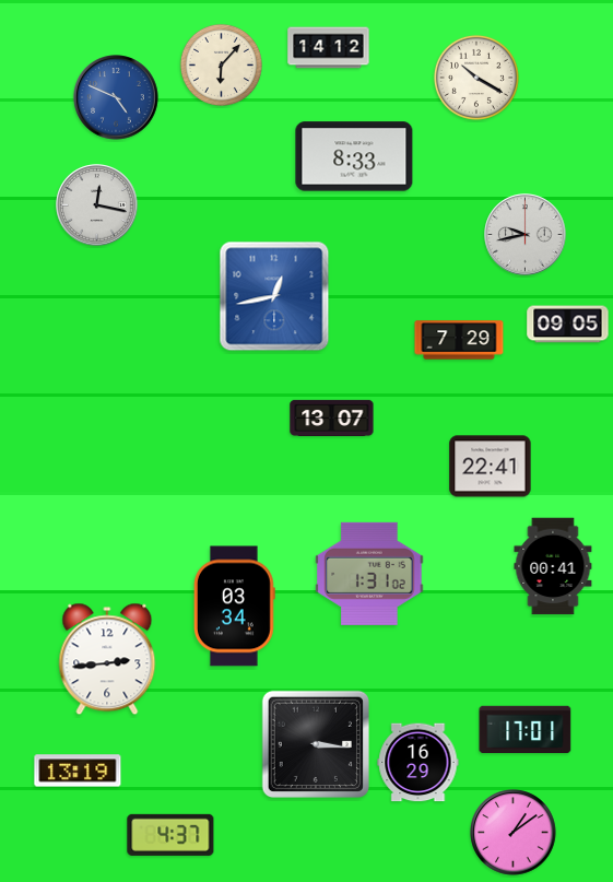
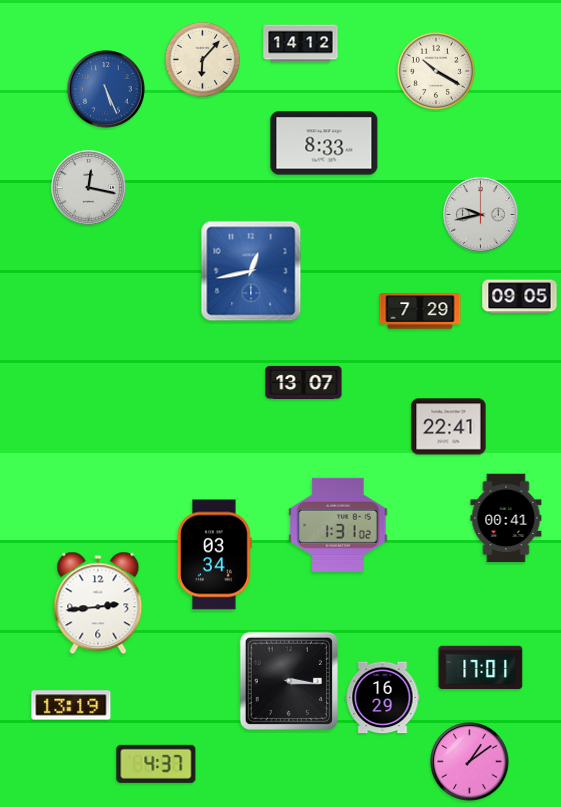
clock at (116, 97): 4:49 -> 5:26
